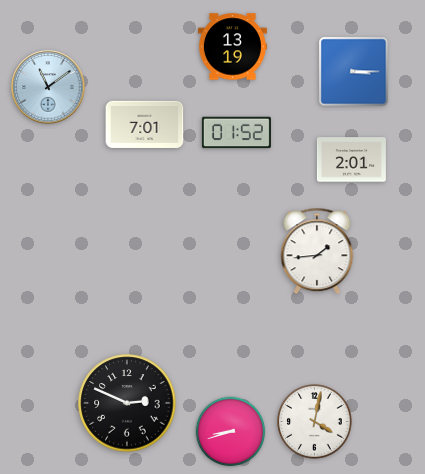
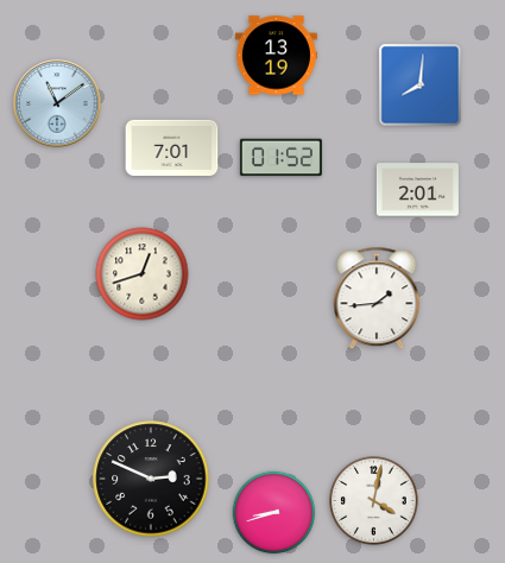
clock at (354, 72): 3:15 -> 8:01
clock at (143, 274): none -> 12:42
